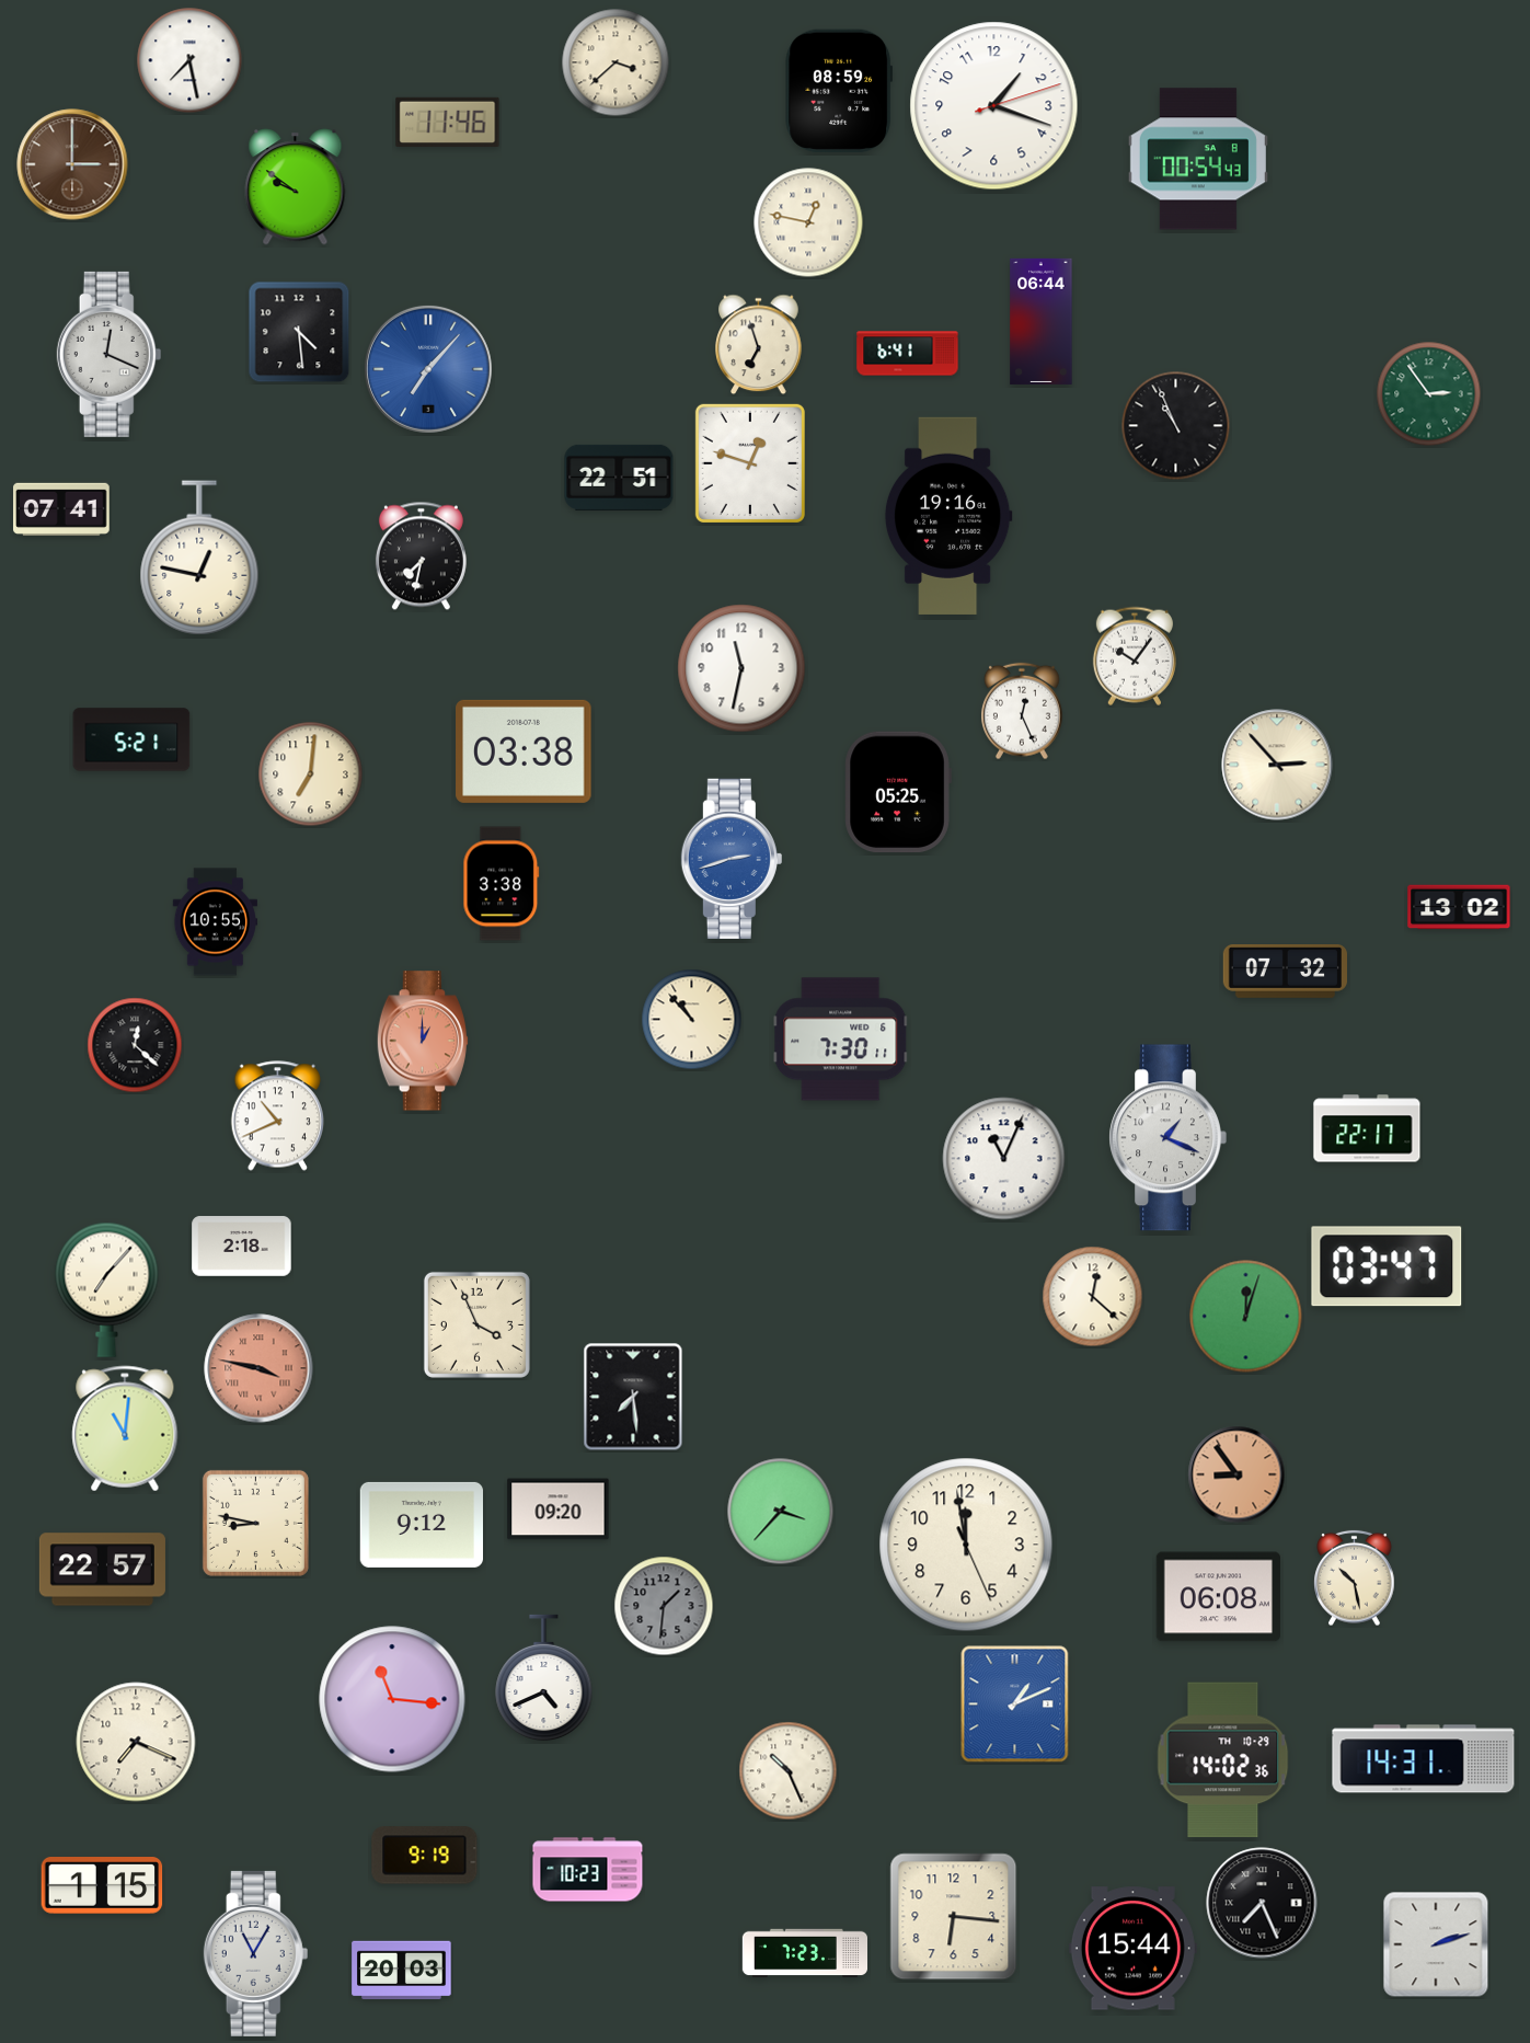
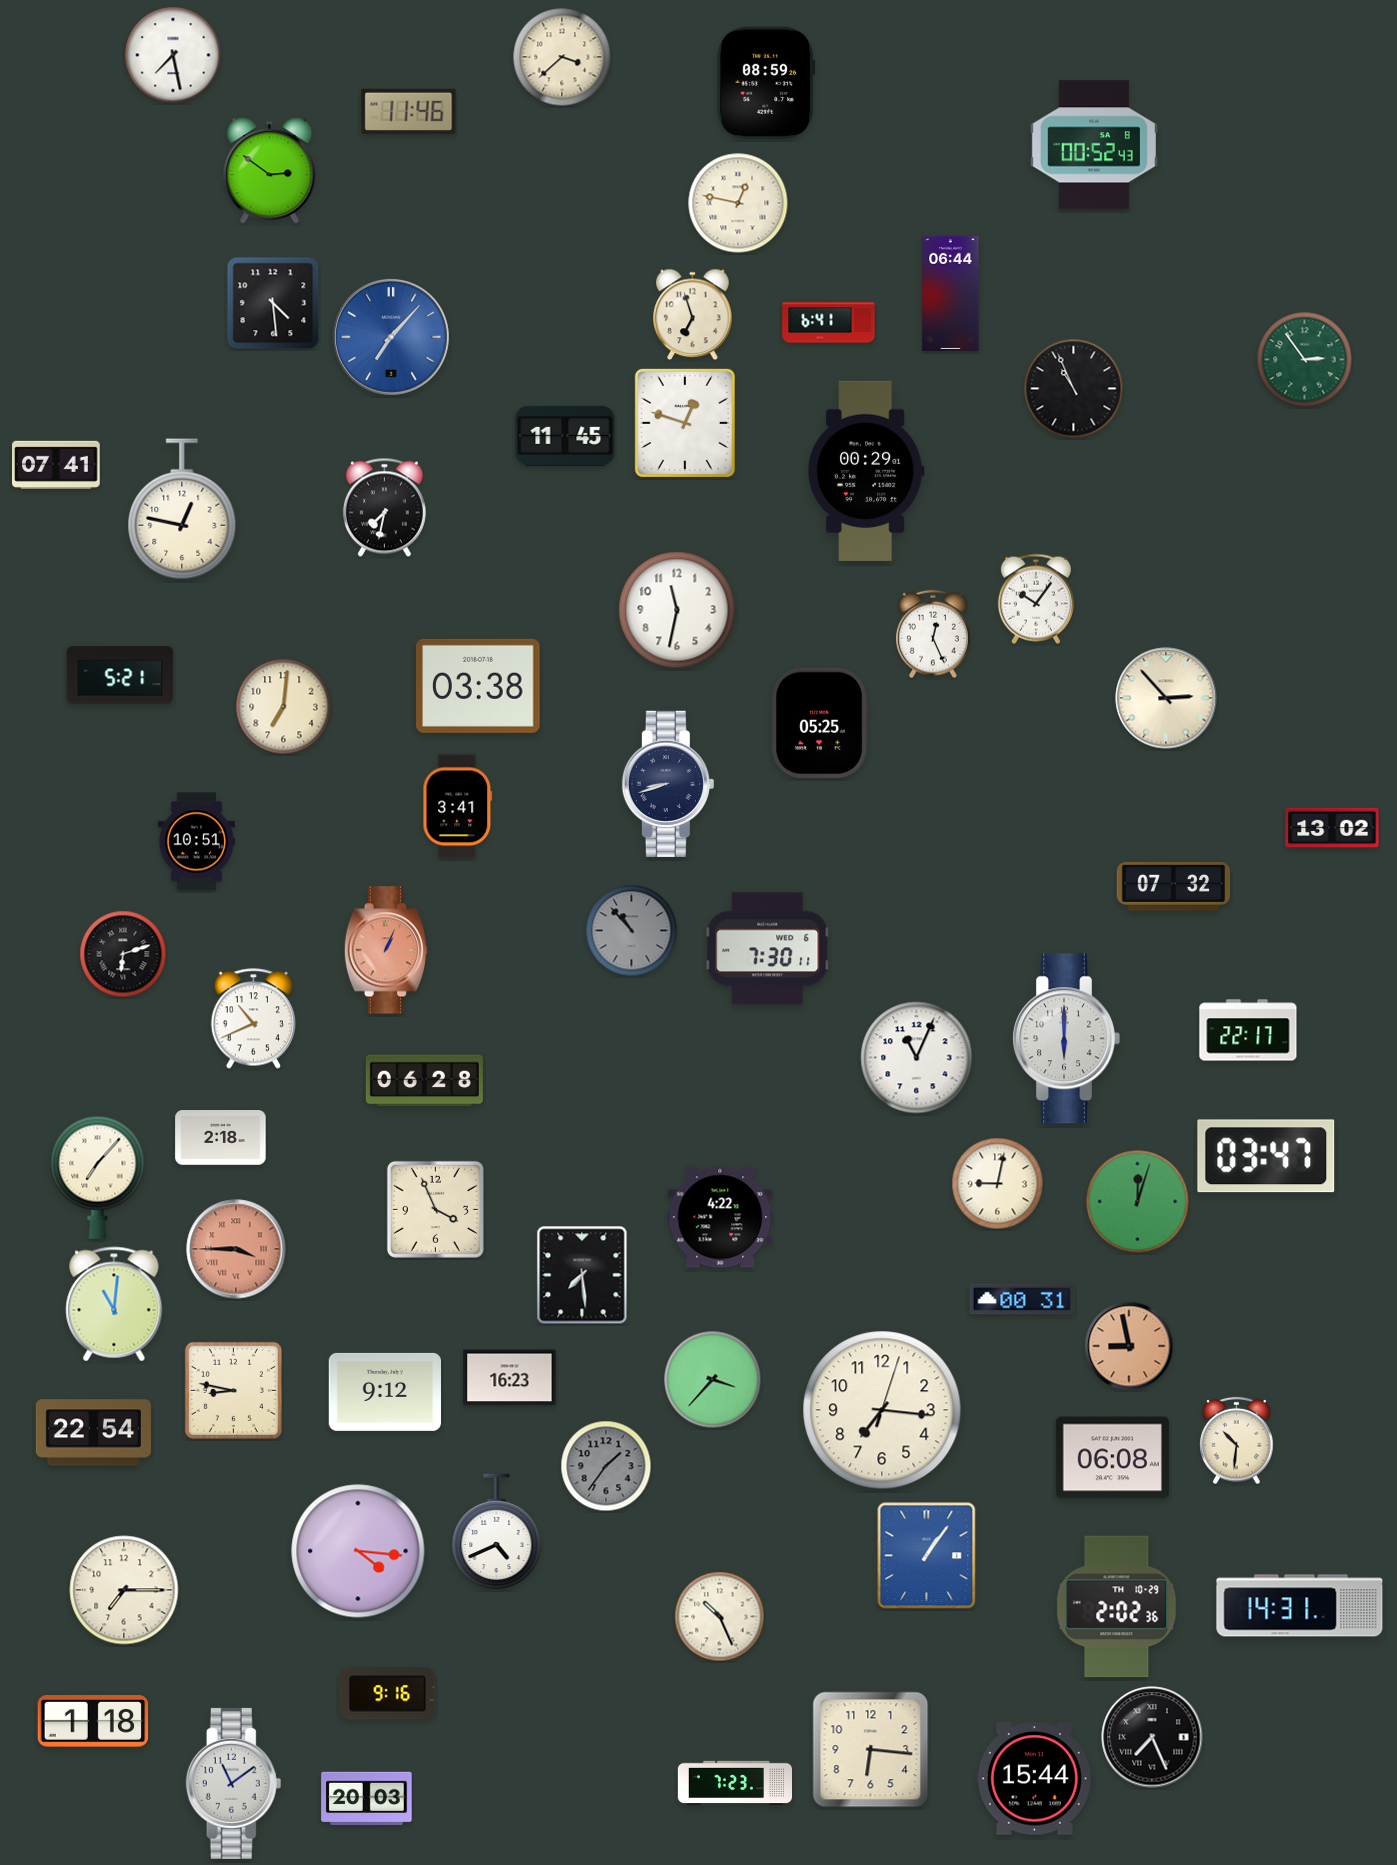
clock at (994, 106): 1:18 -> none
clock at (1198, 159): 00:54 -> 00:52
clock at (72, 164): 3:00 -> none
clock at (296, 187): 9:51 -> 2:51
clock at (110, 354): 12:19 -> none
clock at (619, 478): 22:51 -> 11:45
clock at (948, 516): 19:16 -> 00:29
clock at (1022, 711) position: (1022, 711) -> (933, 634)
clock at (732, 859): 2:42 -> 8:42
clock at (732, 859) dial: blue -> navy
clock at (502, 884): 3:38 -> 3:41
clock at (215, 922): 10:55 -> 10:51
clock at (692, 1020) dial: cream -> grey
clock at (422, 1041): 1:00 -> 1:04
clock at (135, 1045): 12:22 -> 6:12
clock at (1167, 1138): 1:19 -> 6:00
clock at (424, 1081): none -> 06:28
clock at (1093, 1297): 12:22 -> 9:02
clock at (720, 1217): none -> 4:22
clock at (258, 1368): 3:47 -> 3:45
clock at (633, 1397) position: (633, 1397) -> (582, 1275)
clock at (1022, 1299): none -> 00:31
clock at (1236, 1474): 8:54 -> 8:58
clock at (559, 1510): 09:20 -> 16:23
clock at (966, 1545): 11:58 -> 7:16
clock at (102, 1570): 22:57 -> 22:54
clock at (1355, 1579): 10:28 -> 10:31
clock at (664, 1606): 1:31 -> 1:36
clock at (392, 1699): 11:16 -> 4:16
clock at (1015, 1705): 1:11 -> 1:06
clock at (136, 1742): 7:19 -> 7:15
clock at (1223, 1760): 14:02 -> 2:02
clock at (425, 1856): 9:19 -> 9:16
clock at (588, 1870): 10:23 -> none
clock at (102, 1886): 1:15 -> 1:18
clock at (1436, 1944): 2:12 -> none
clock at (256, 1953): 11:05 -> 11:09
